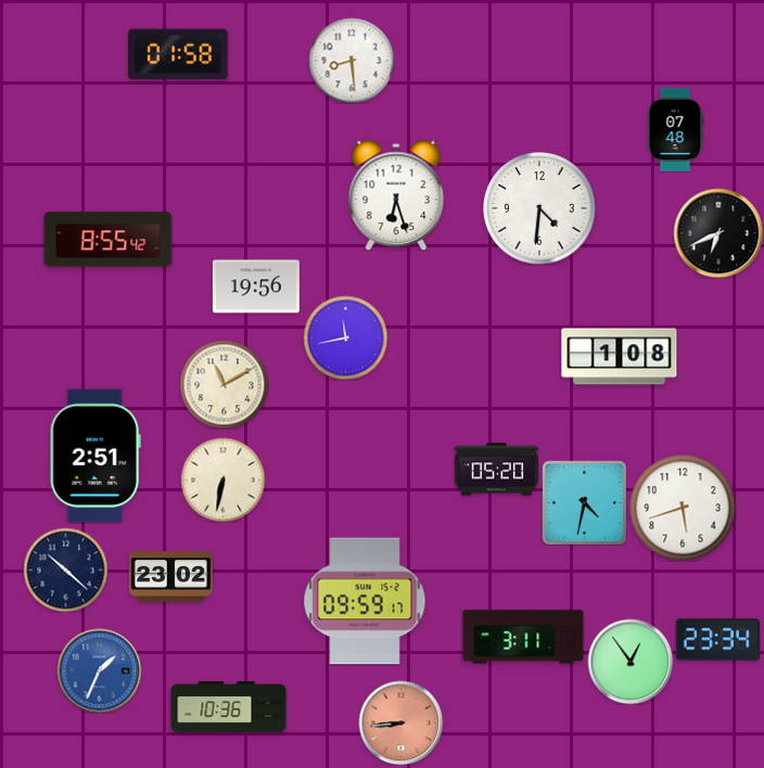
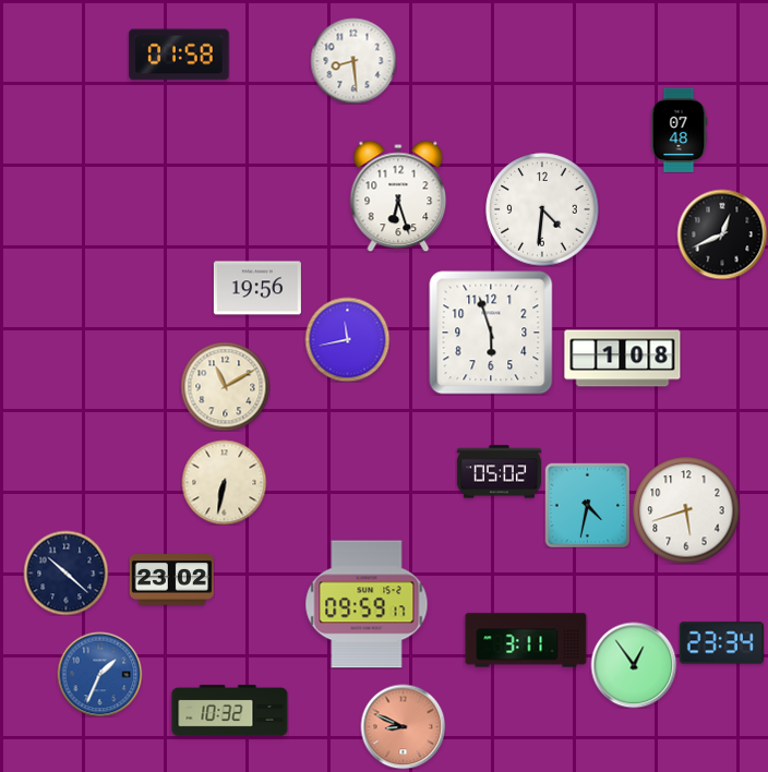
clock at (718, 233): 6:41 -> 12:41
clock at (109, 240): 8:55 -> none
clock at (491, 333): none -> 5:57
clock at (95, 456): 2:51 -> none
clock at (496, 470): 05:20 -> 05:02
clock at (229, 707): 10:36 -> 10:32
clock at (400, 722): 8:44 -> 8:49
